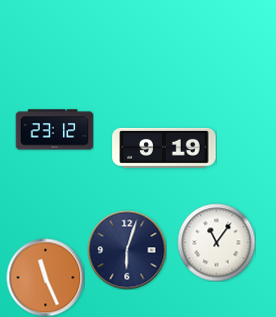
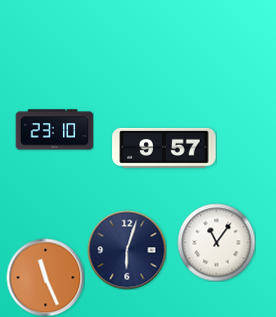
clock at (54, 130): 23:12 -> 23:10
clock at (164, 148): 9:19 -> 9:57
